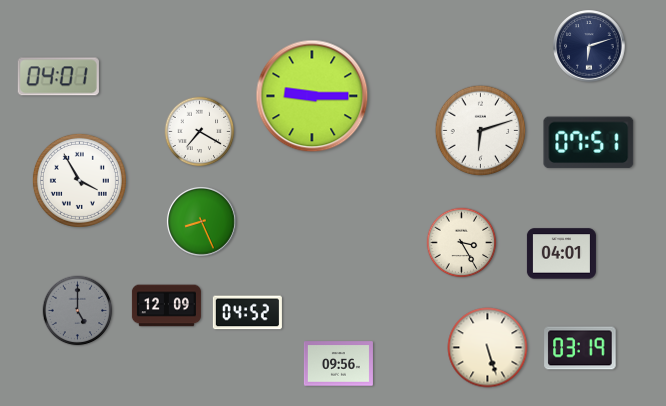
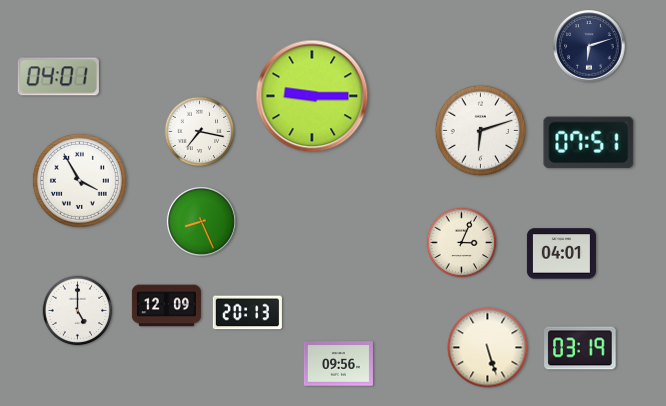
clock at (200, 132): 7:20 -> 7:17
clock at (462, 243): 3:25 -> 3:04
clock at (78, 311) dial: grey -> white
clock at (247, 313): 04:52 -> 20:13
